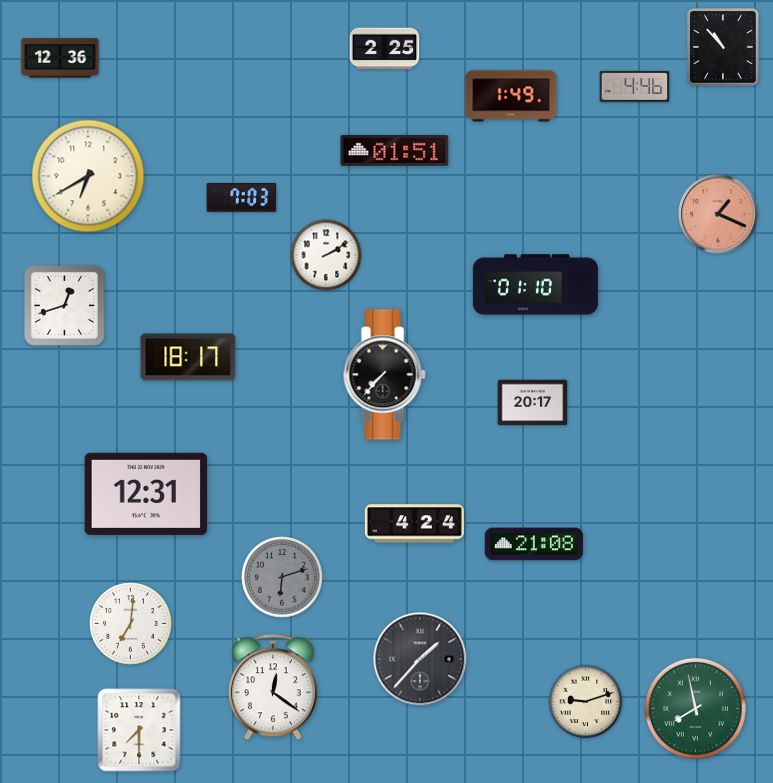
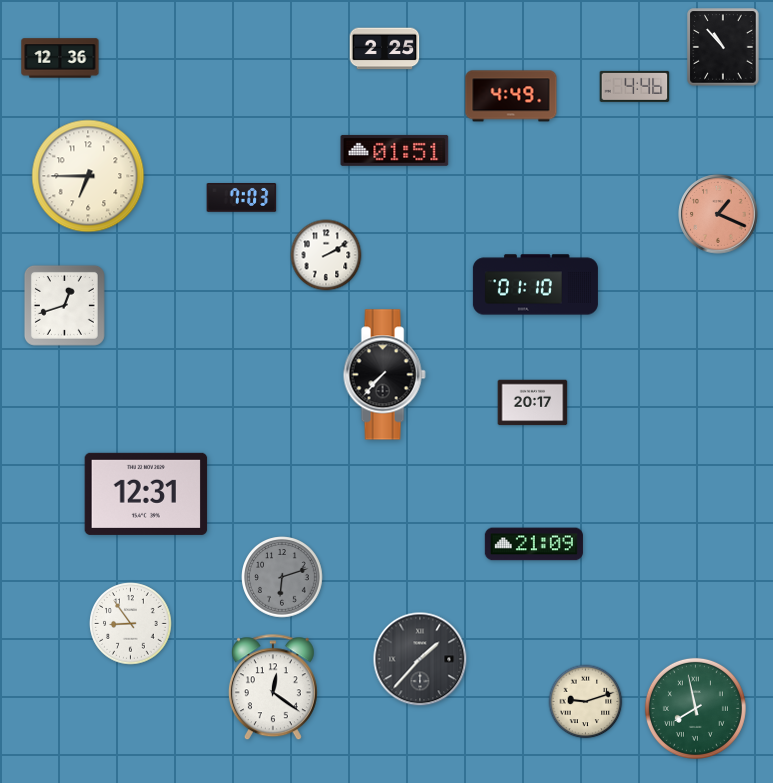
clock at (511, 96): 1:49 -> 4:49
clock at (88, 176): 6:40 -> 6:45
clock at (188, 357): 18:17 -> none
clock at (414, 524): 4:24 -> none
clock at (534, 544): 21:08 -> 21:09
clock at (131, 624): 7:01 -> 8:54
clock at (139, 730): 7:30 -> none
